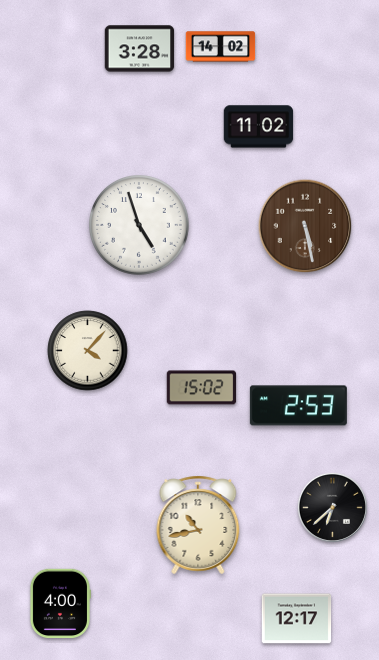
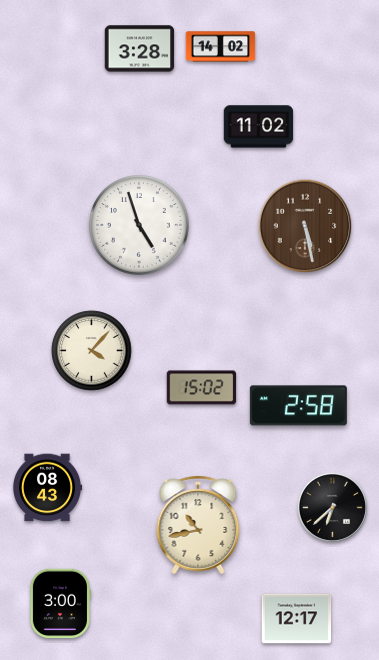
clock at (88, 351) position: (88, 351) -> (92, 351)
clock at (298, 406): 2:53 -> 2:58
clock at (47, 488): none -> 08:43
clock at (60, 604): 4:00 -> 3:00
